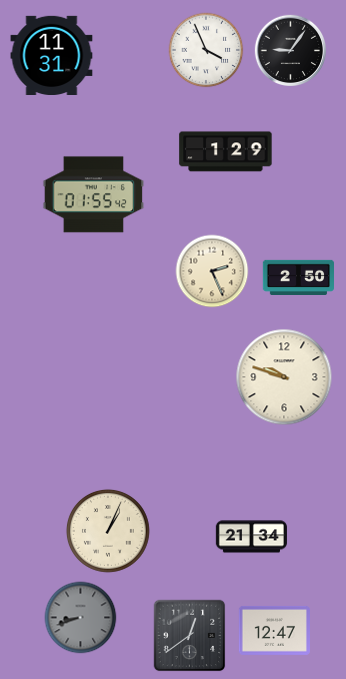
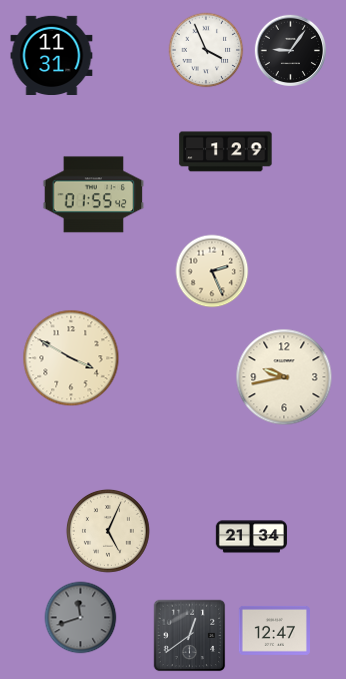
clock at (299, 277): 2:50 -> none
clock at (71, 358): none -> 3:50
clock at (284, 377): 9:48 -> 9:43
clock at (108, 531): 1:04 -> 5:04
clock at (81, 618): 8:42 -> 11:42
